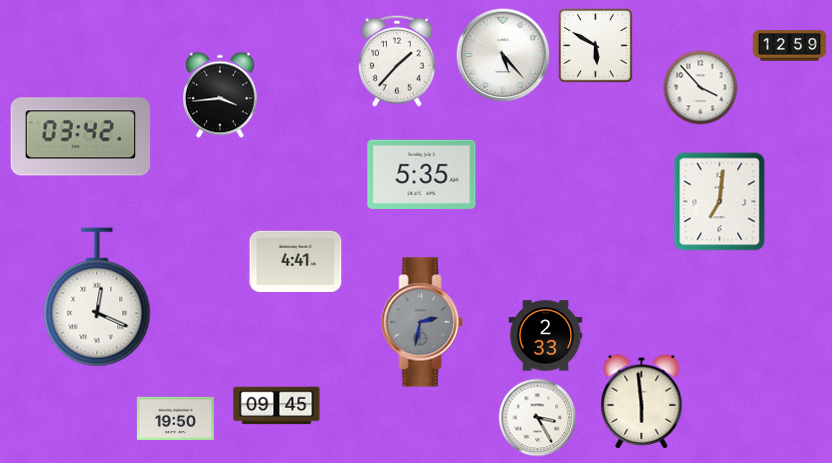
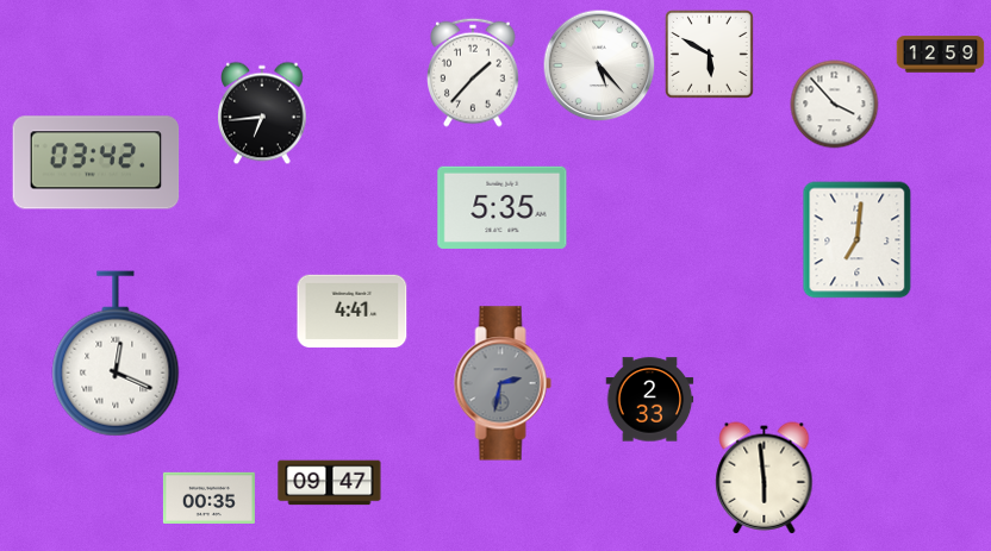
clock at (221, 95): 3:44 -> 6:44
clock at (277, 406): 09:45 -> 09:47
clock at (175, 418): 19:50 -> 00:35
clock at (538, 418): 3:25 -> none
